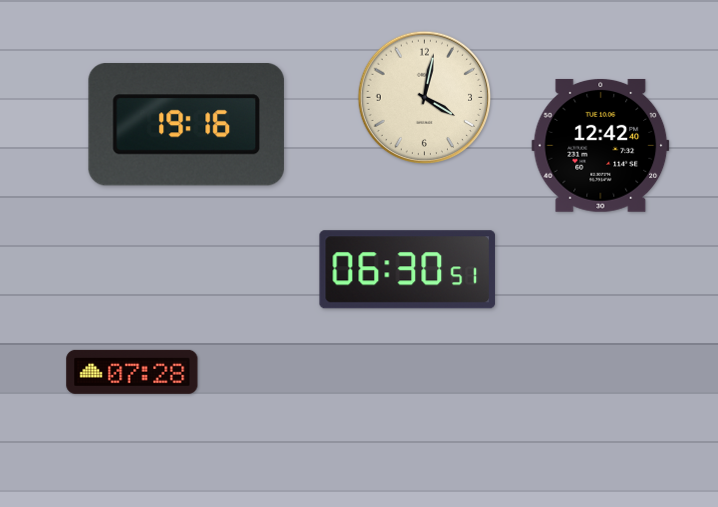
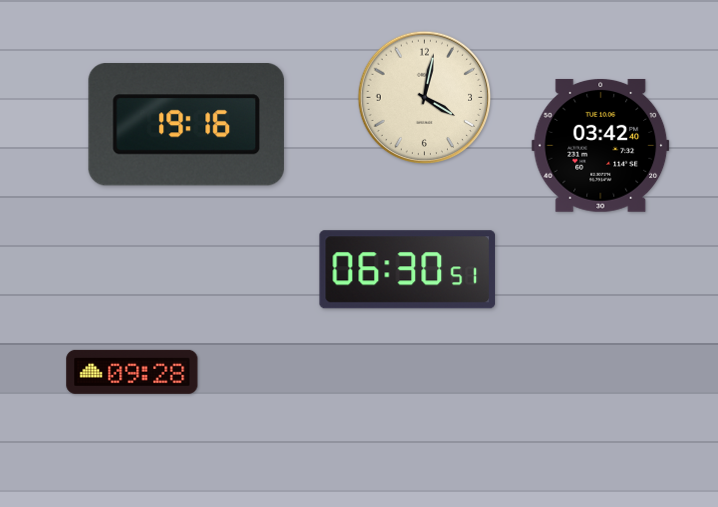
clock at (601, 145): 12:42 -> 03:42
clock at (132, 372): 07:28 -> 09:28
